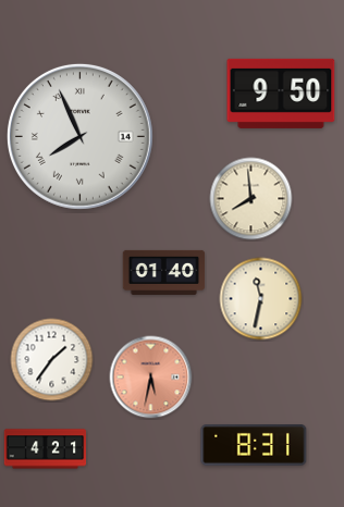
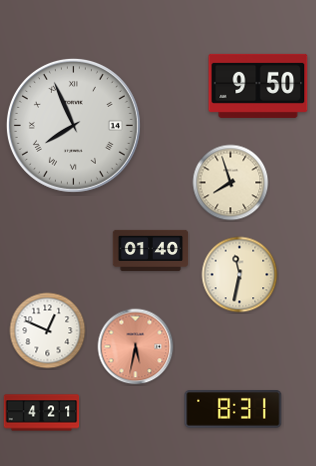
clock at (251, 199): 7:59 -> 7:57
clock at (52, 360): 1:36 -> 12:49
clock at (151, 378) position: (151, 378) -> (136, 347)
